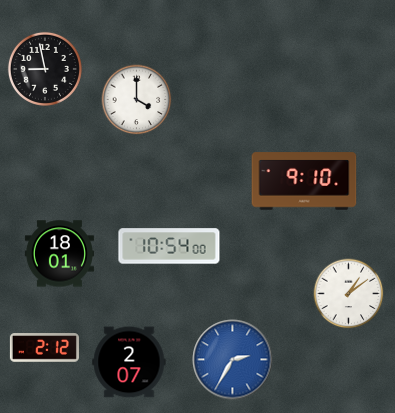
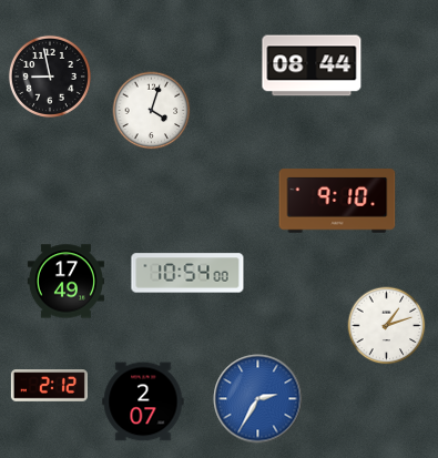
clock at (312, 65): none -> 08:44
clock at (137, 100): 4:00 -> 4:03
clock at (59, 254): 18:01 -> 17:49
clock at (349, 294): 1:09 -> 1:12
